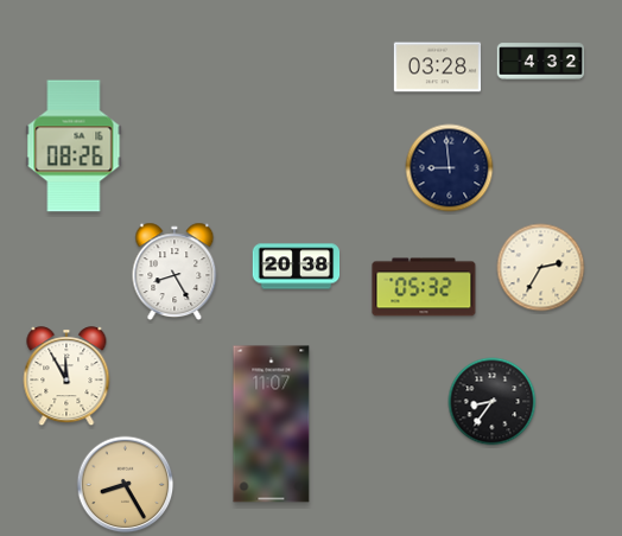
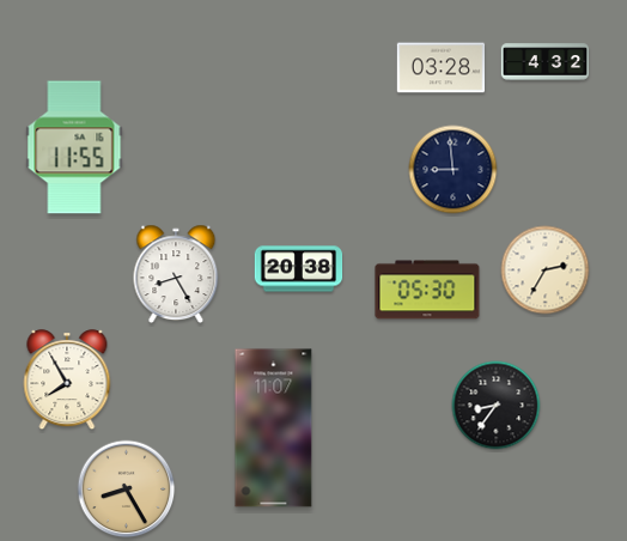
clock at (74, 146): 08:26 -> 11:55
clock at (424, 287): 05:32 -> 05:30
clock at (66, 377): 11:55 -> 7:55
